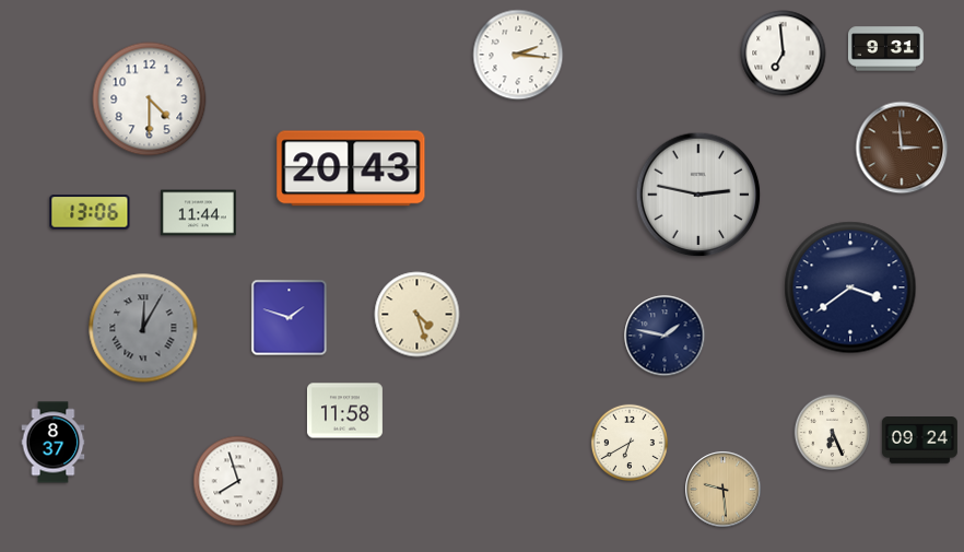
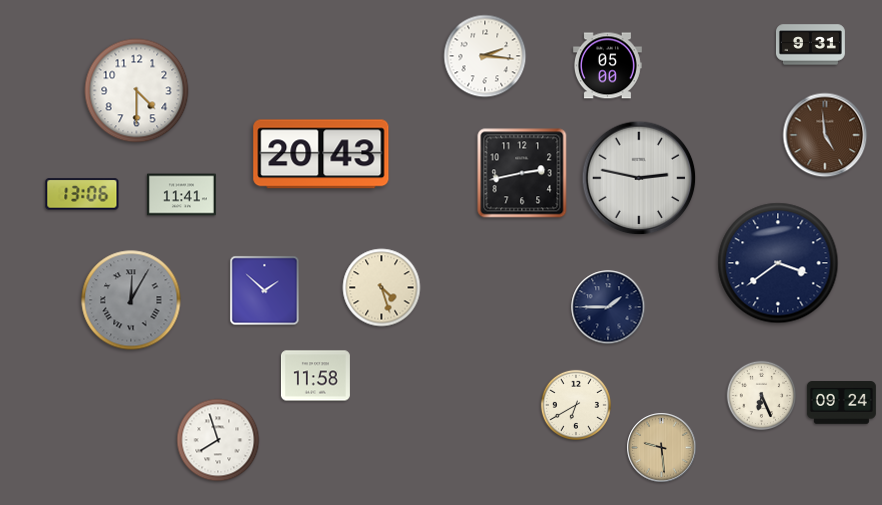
clock at (784, 54): 6:59 -> none
clock at (518, 55) position: (518, 55) -> (485, 56)
clock at (607, 66): none -> 05:00
clock at (902, 148): 2:59 -> 4:59
clock at (522, 173): none -> 2:43
clock at (198, 213): 11:44 -> 11:41
clock at (290, 318): 1:48 -> 1:52
clock at (665, 336): 1:47 -> 1:45
clock at (54, 443): 8:37 -> none
